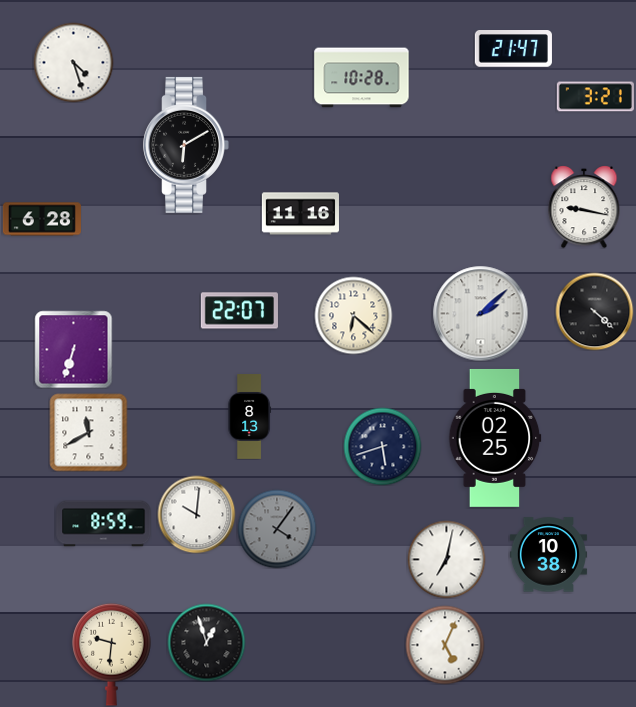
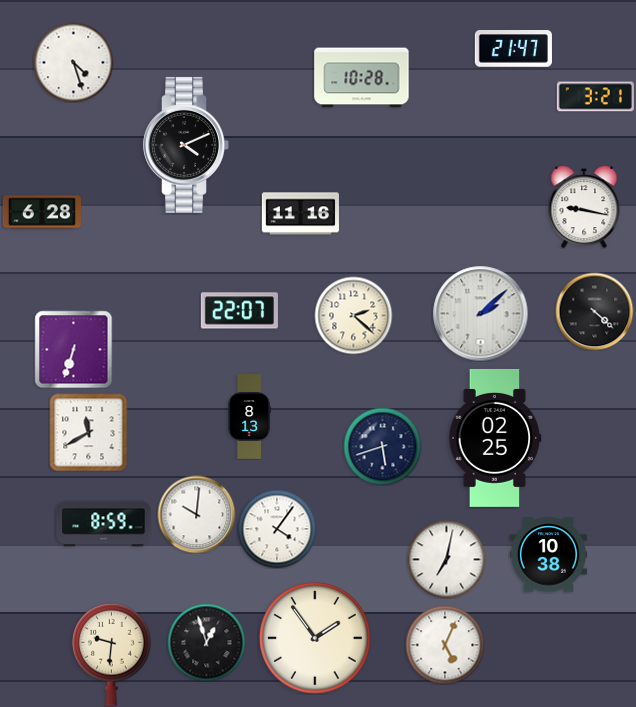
clock at (186, 145): 6:10 -> 4:11
clock at (42, 219) position: (42, 219) -> (42, 212)
clock at (353, 315): 6:22 -> 2:22
clock at (277, 529) dial: grey -> white
clock at (316, 639): none -> 1:54
